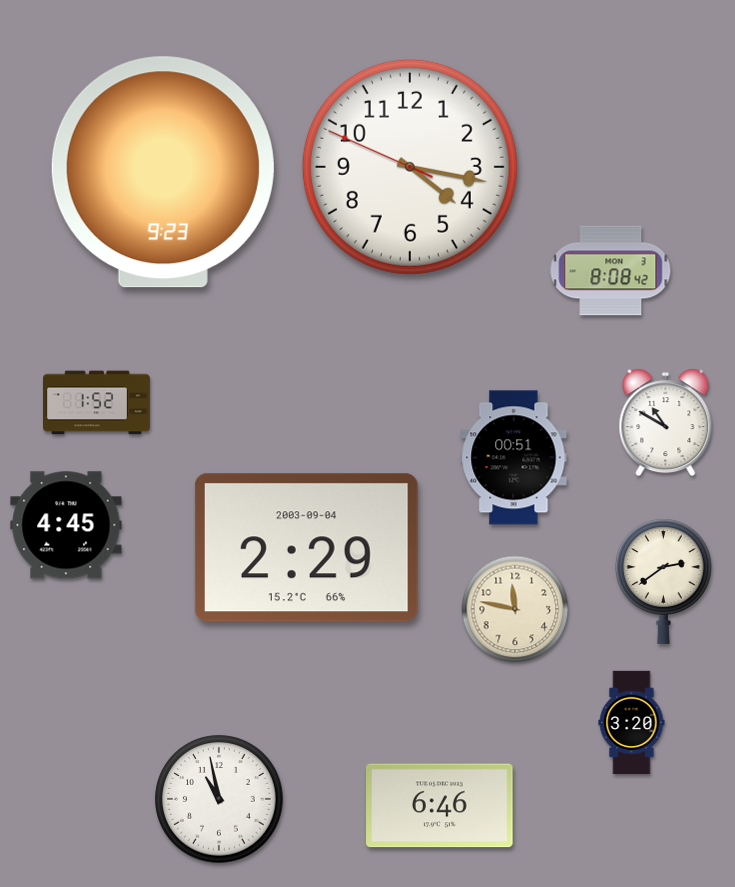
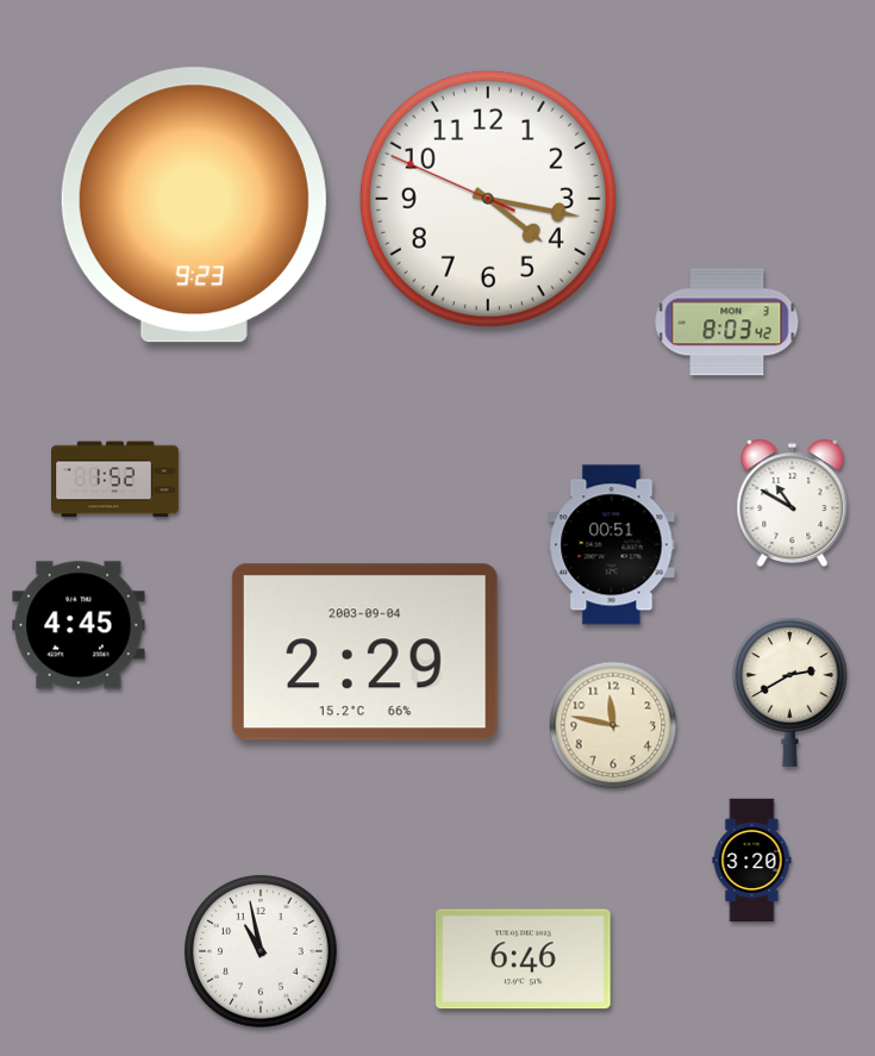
clock at (611, 271): 8:08 -> 8:03
clock at (663, 581): 2:39 -> 2:40
